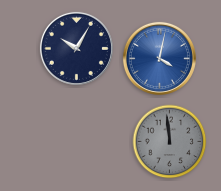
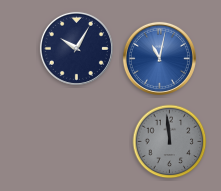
clock at (159, 58): 4:02 -> 11:02
